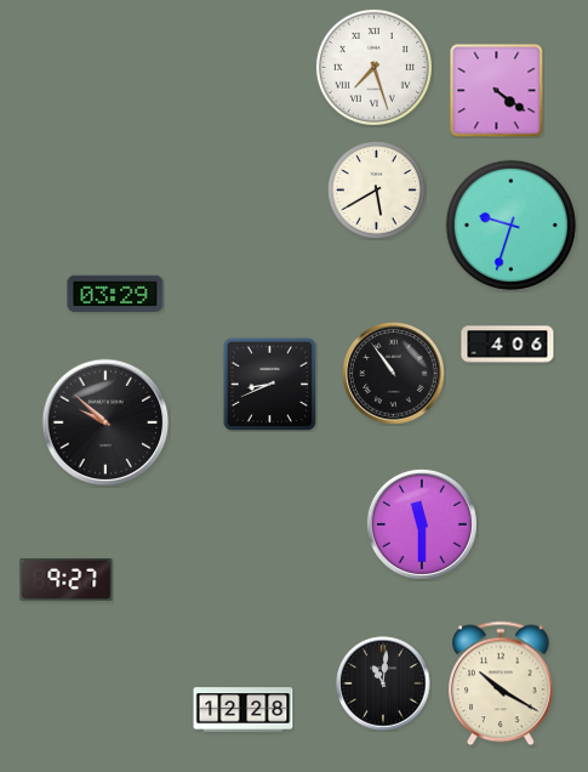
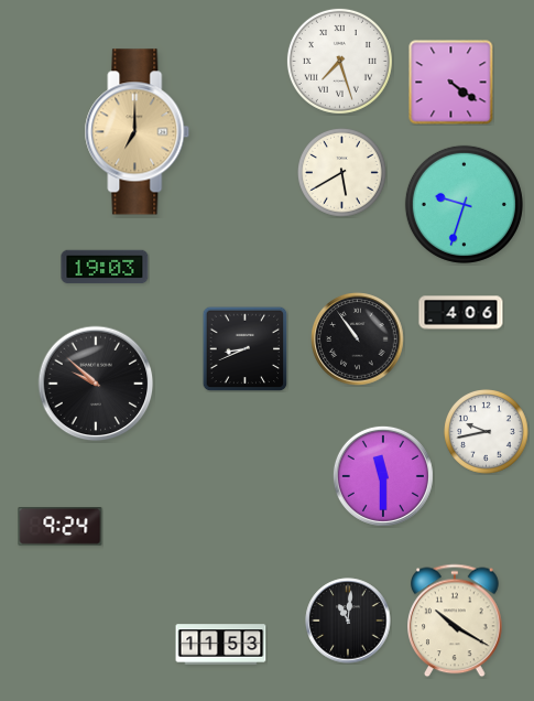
clock at (138, 132): none -> 7:00
clock at (115, 294): 03:29 -> 19:03
clock at (487, 432): none -> 9:43
clock at (67, 580): 9:27 -> 9:24
clock at (244, 710): 12:28 -> 11:53
